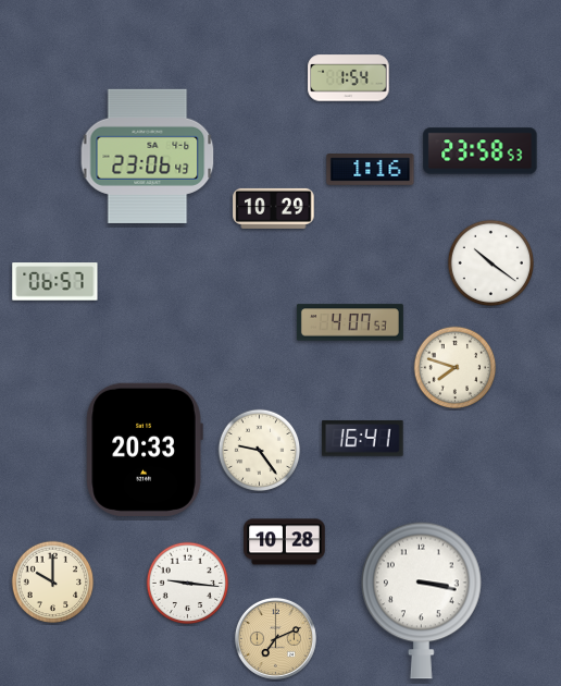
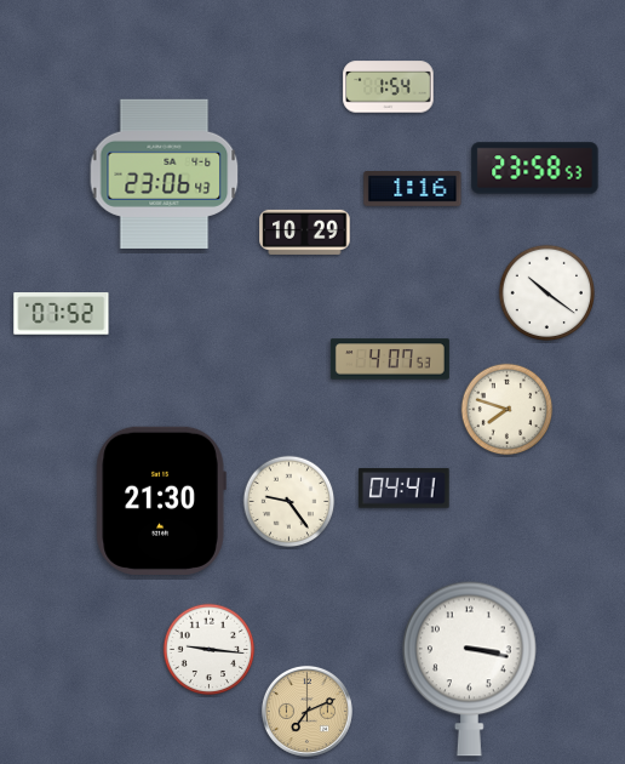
clock at (55, 282): 06:57 -> 07:52
clock at (363, 439): 16:41 -> 04:41
clock at (145, 450): 20:33 -> 21:30
clock at (285, 542): 10:28 -> none
clock at (53, 583): 10:00 -> none
